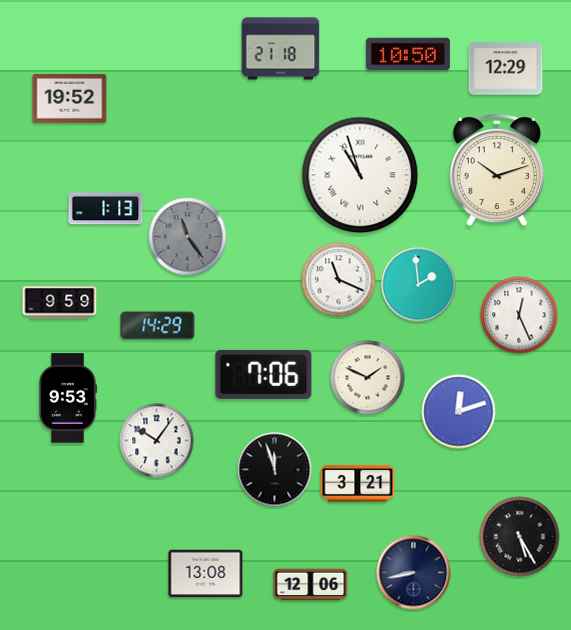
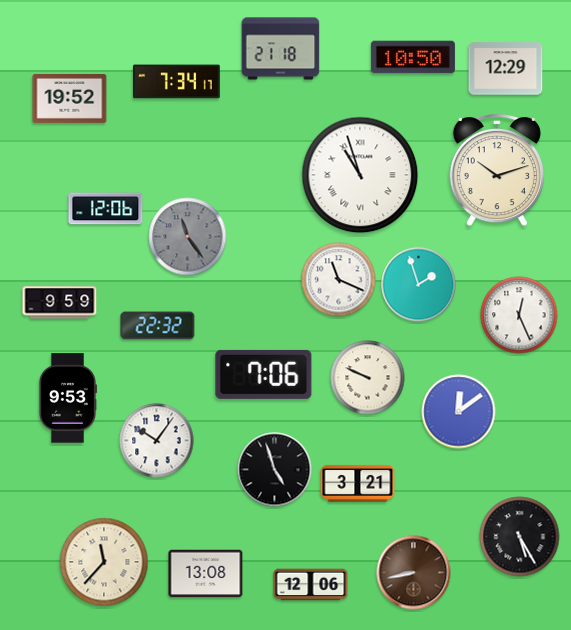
clock at (408, 54) position: (408, 54) -> (413, 57)
clock at (177, 82): none -> 7:34
clock at (106, 209): 1:13 -> 12:06
clock at (419, 285): 1:59 -> 1:57
clock at (158, 326): 14:29 -> 22:32
clock at (368, 378): 1:49 -> 9:49
clock at (459, 412): 12:12 -> 12:09
clock at (275, 470): 11:57 -> 4:57
clock at (104, 562): none -> 11:37
clock at (414, 573) dial: navy -> brown
